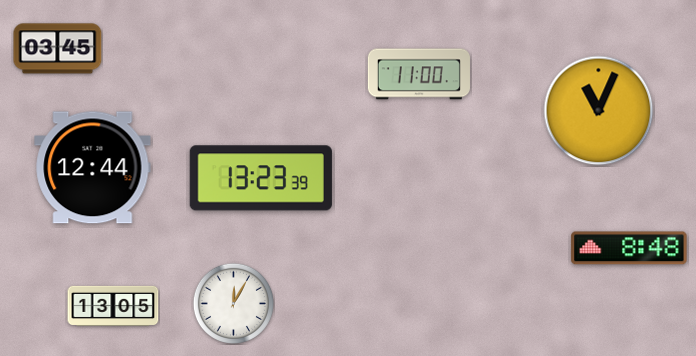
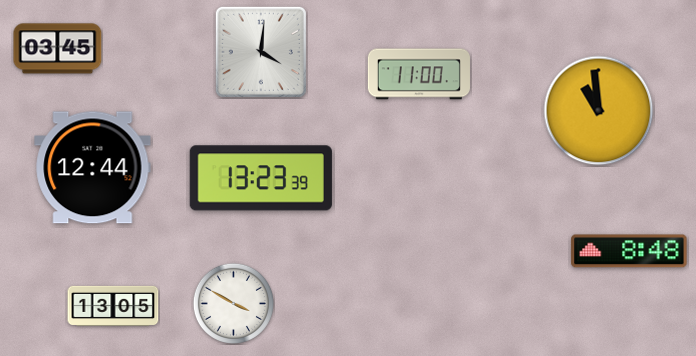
clock at (261, 52): none -> 4:01
clock at (599, 111): 11:04 -> 10:59
clock at (629, 248) position: (629, 248) -> (629, 251)
clock at (233, 303): 12:05 -> 3:50
